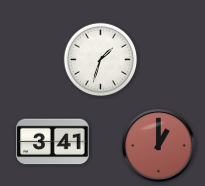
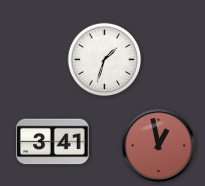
clock at (101, 60) position: (101, 60) -> (105, 60)
clock at (159, 146): 1:00 -> 12:58
